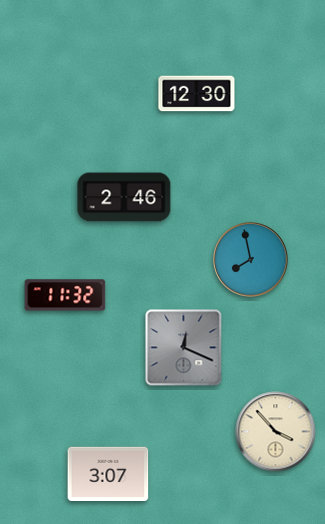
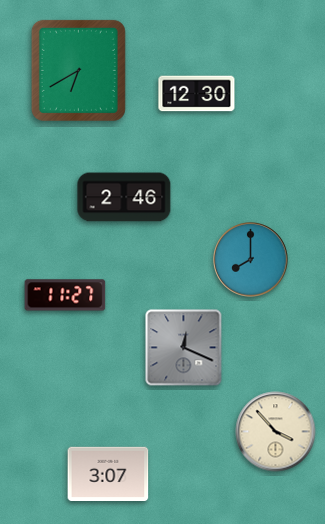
clock at (78, 70): none -> 6:40
clock at (251, 260): 7:58 -> 8:00
clock at (65, 295): 11:32 -> 11:27
